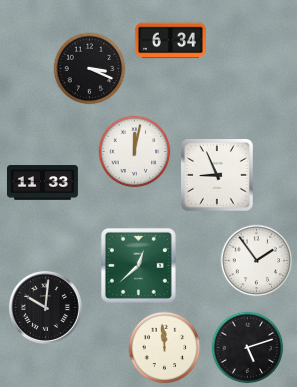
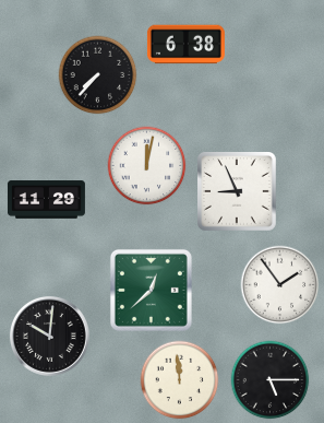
clock at (170, 41): 6:34 -> 6:38
clock at (90, 69): 3:19 -> 7:37
clock at (42, 183): 11:33 -> 11:29
clock at (248, 348): 5:12 -> 5:15
